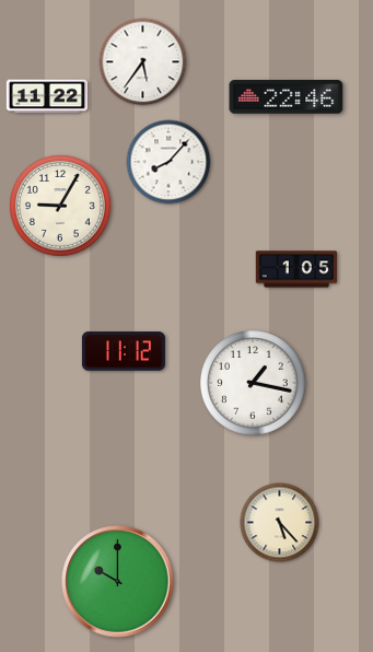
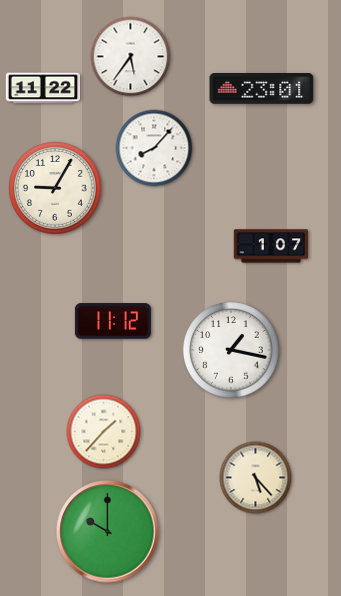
clock at (287, 97): 22:46 -> 23:01
clock at (296, 269): 1:05 -> 1:07
clock at (104, 432): none -> 1:37
